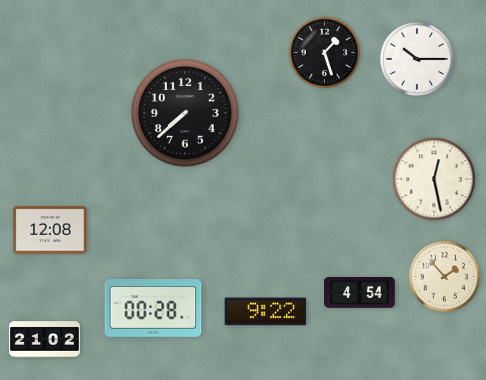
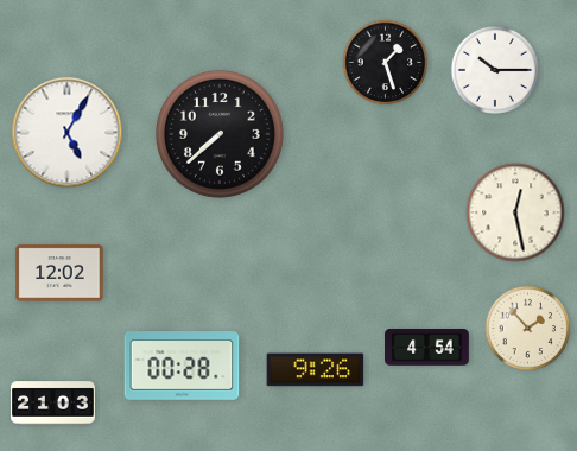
clock at (68, 133): none -> 5:05
clock at (50, 230): 12:08 -> 12:02
clock at (266, 312): 9:22 -> 9:26
clock at (45, 340): 21:02 -> 21:03
